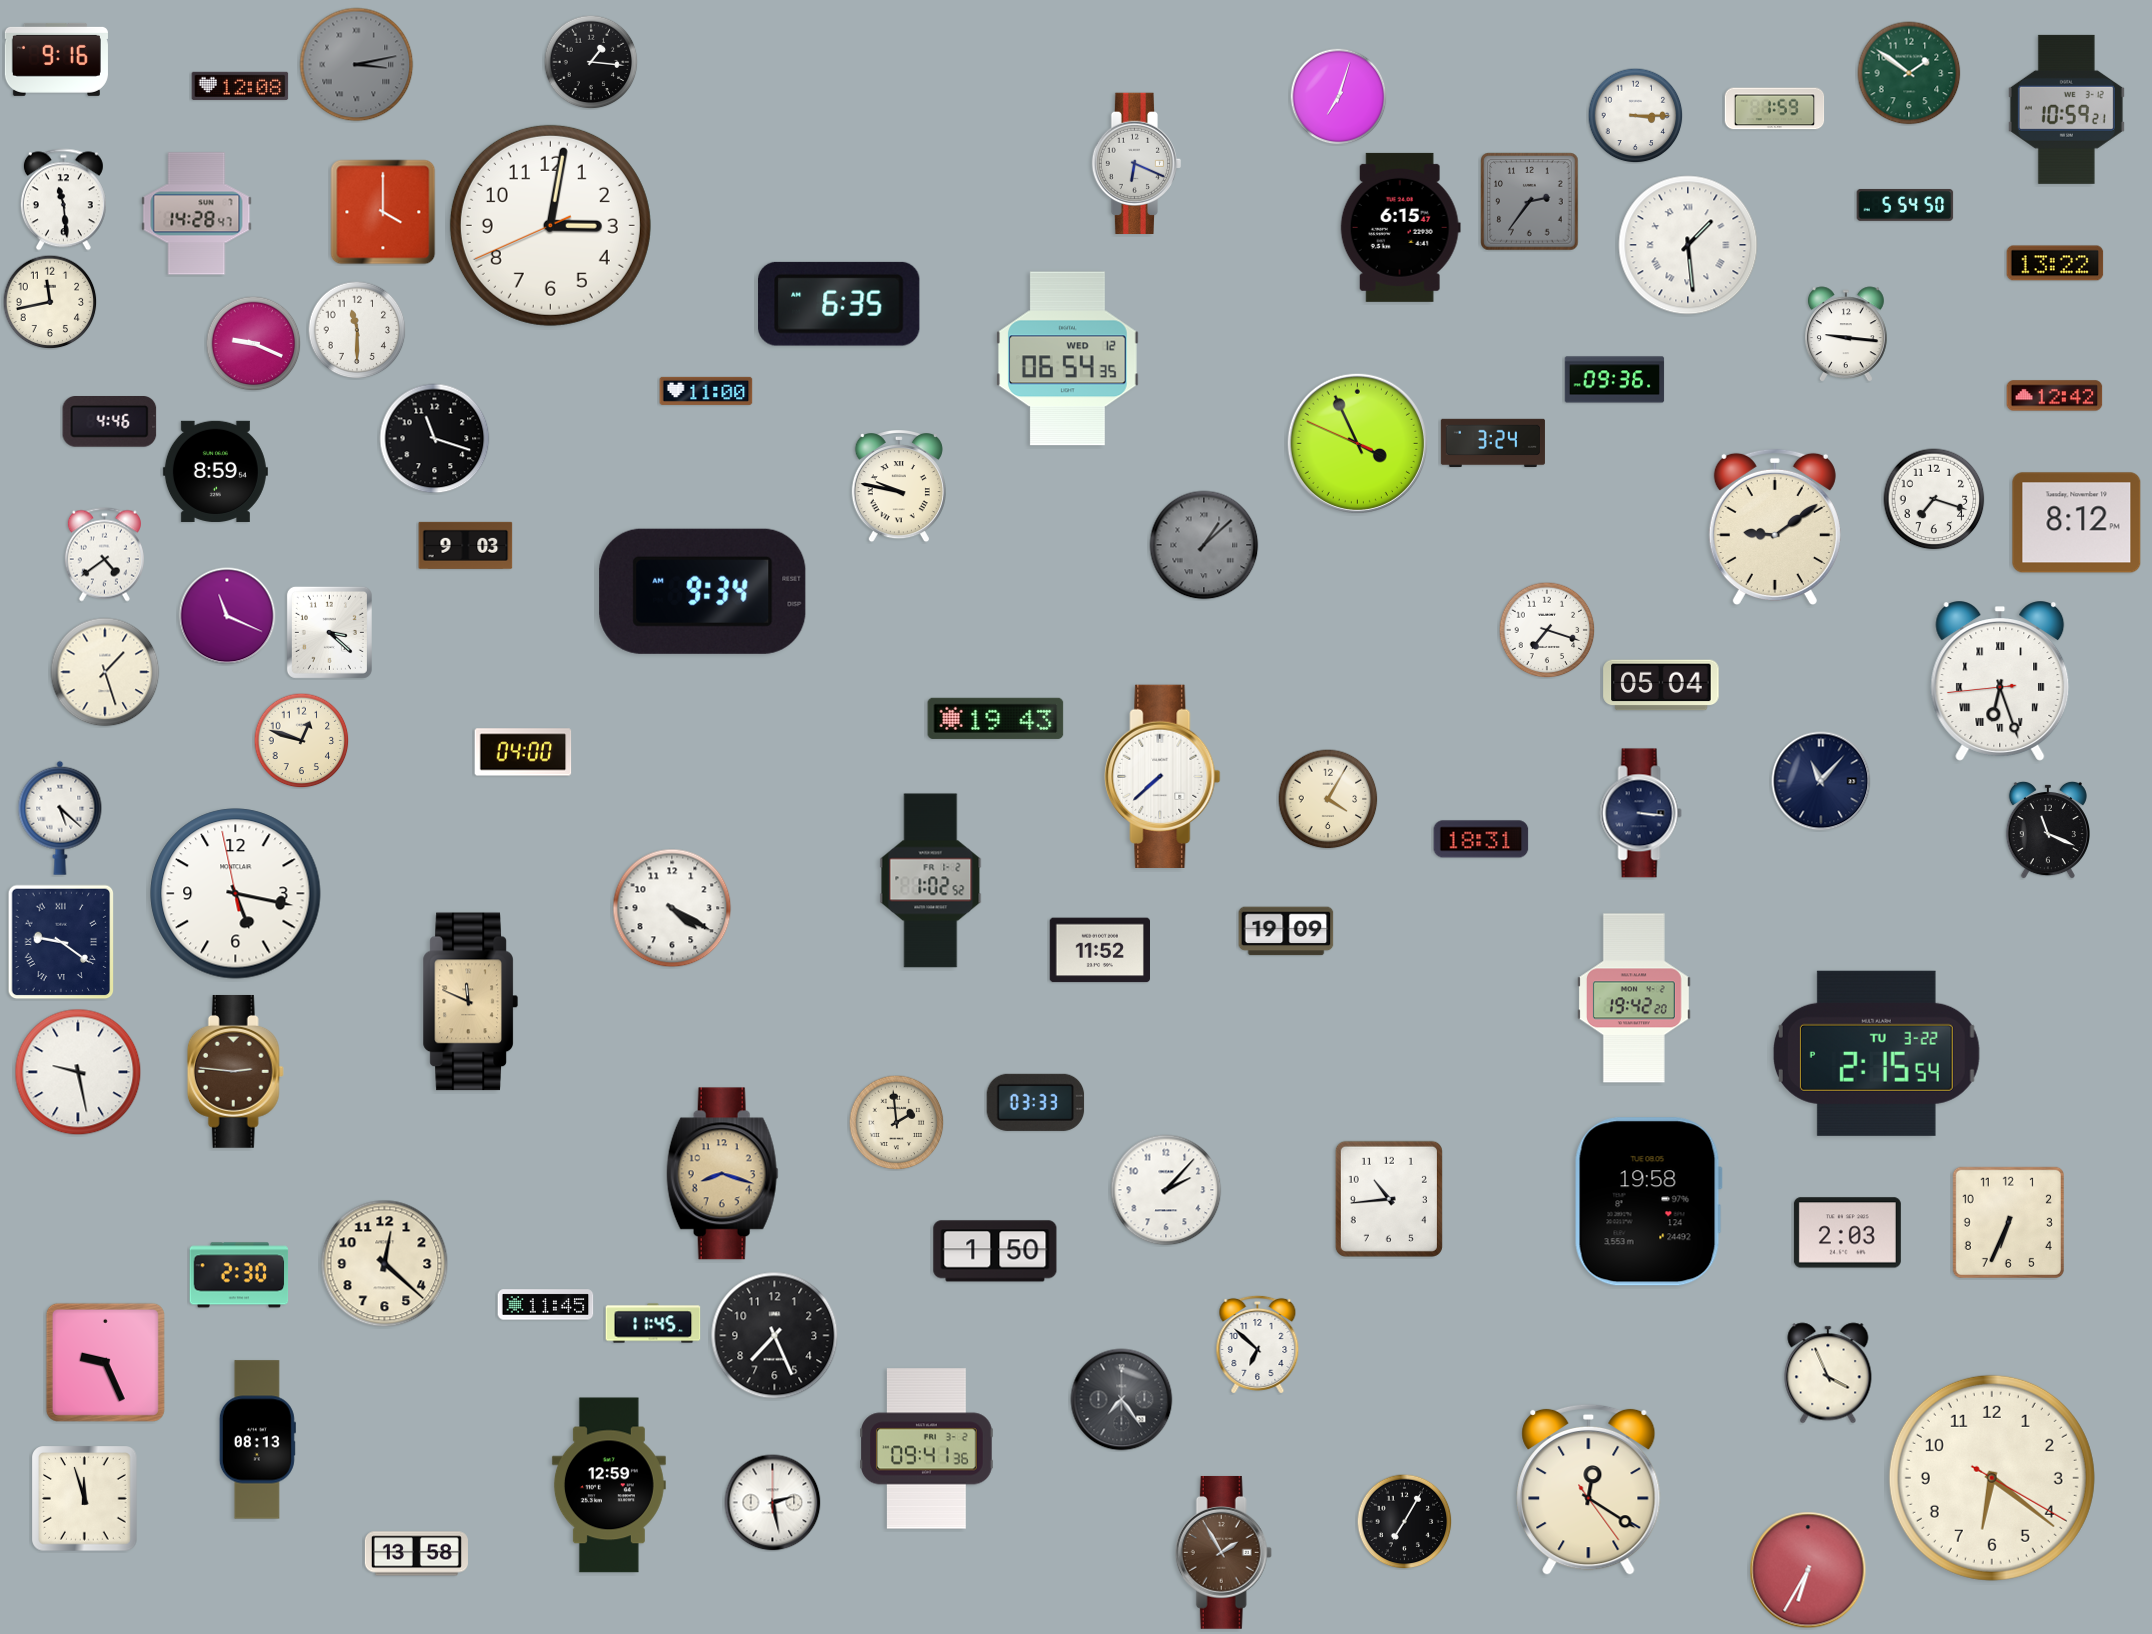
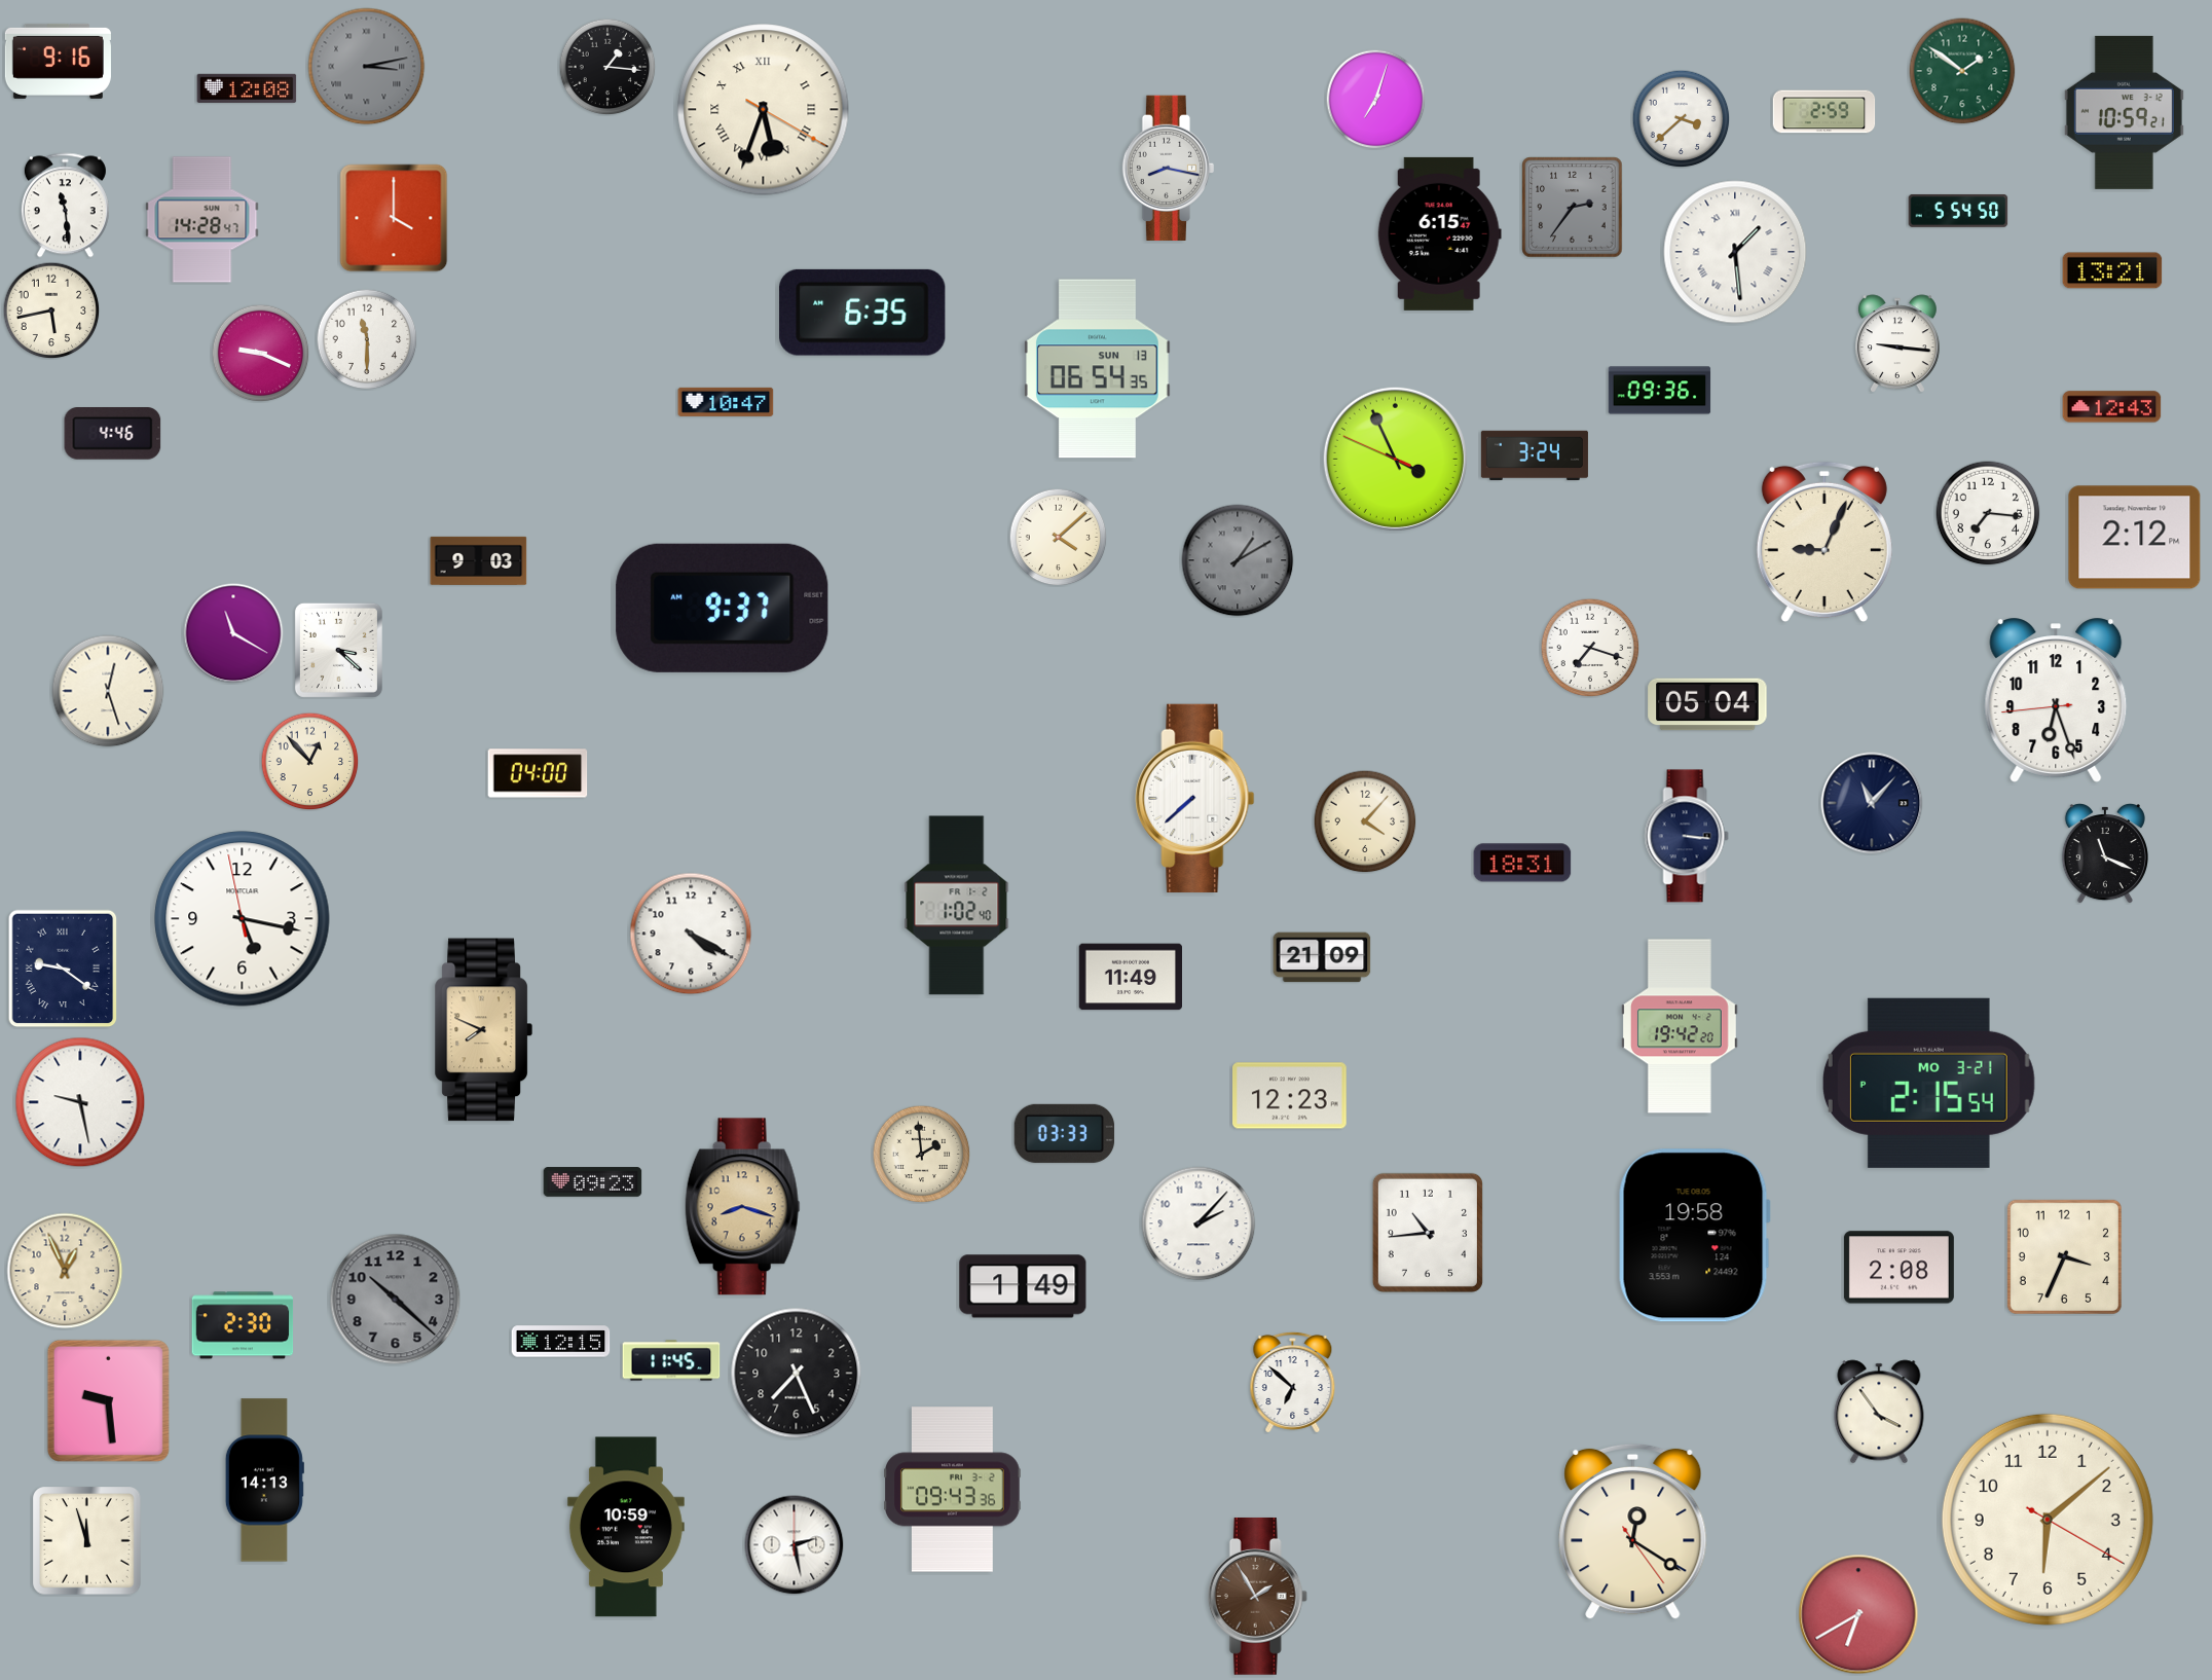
clock at (591, 62) position: (591, 62) -> (607, 67)
clock at (1909, 73) position: (1909, 73) -> (1962, 71)
clock at (764, 110): none -> 5:33
clock at (1775, 109): 1:59 -> 2:59
clock at (1635, 115): 3:15 -> 3:38
clock at (1137, 163): 6:19 -> 8:17
clock at (550, 225): 3:01 -> none
clock at (2055, 263): 13:22 -> 13:21
clock at (50, 302): 11:43 -> 5:43
clock at (1068, 359) date: WED 12 -> SUN 13
clock at (706, 391): 11:00 -> 10:47
clock at (2055, 396): 12:42 -> 12:43
clock at (435, 439): 11:18 -> none
clock at (1357, 443) position: (1357, 443) -> (1395, 459)
clock at (215, 471): 8:59 -> none
clock at (899, 487): 9:47 -> none
clock at (1934, 499): 7:18 -> 7:16
clock at (1058, 537): none -> 4:08
clock at (2077, 523): 8:12 -> 2:12
clock at (1775, 526): 9:09 -> 9:04
clock at (1204, 545): 1:08 -> 1:10
clock at (104, 555): 4:39 -> none
clock at (703, 591): 9:34 -> 9:37
clock at (227, 616): 11:19 -> 11:20
clock at (105, 672): 1:27 -> 12:27
clock at (2000, 681) numerals: Roman -> Arabic
clock at (996, 718): 19:43 -> none
clock at (301, 740): 12:48 -> 12:53
clock at (1328, 799): 4:05 -> 4:07
clock at (60, 818): 5:22 -> none
clock at (931, 881): 1:02:52 -> 1:02:40
clock at (1286, 931): 19:09 -> 21:09
clock at (1099, 950): 11:52 -> 11:49
clock at (470, 1002): 11:49 -> 7:49
clock at (1876, 1053) date: TU 3-22 -> MO 3-21
clock at (1290, 1096): none -> 12:23
clock at (235, 1071): 2:46 -> none
clock at (593, 1182): none -> 09:23
clock at (2008, 1222): 6:34 -> 3:34
clock at (1847, 1233): 2:03 -> 2:08
clock at (65, 1271): none -> 12:56
clock at (995, 1251): 1:50 -> 1:49
clock at (385, 1264): 12:22 -> 10:22
clock at (385, 1264) dial: cream -> grey
clock at (239, 1275) position: (239, 1275) -> (243, 1325)
clock at (546, 1305): 11:45 -> 12:15
clock at (105, 1362): 9:26 -> 9:29
clock at (1828, 1373): 3:56 -> 3:54
clock at (1122, 1400): 7:24 -> none
clock at (257, 1440): 08:13 -> 14:13
clock at (927, 1449): 09:41 -> 09:43
clock at (1992, 1478): 6:21 -> 6:08
clock at (609, 1485): 12:59 -> 10:59
clock at (1404, 1521): 7:05 -> none
clock at (416, 1554): 13:58 -> none
clock at (1808, 1570): 6:35 -> 6:40
